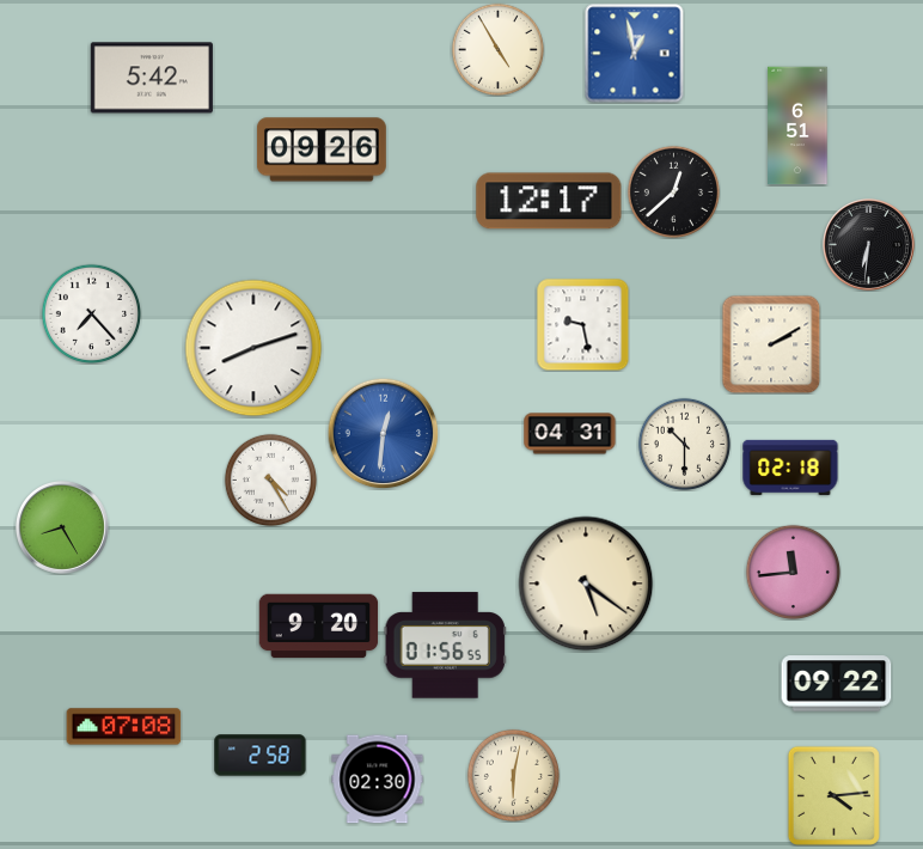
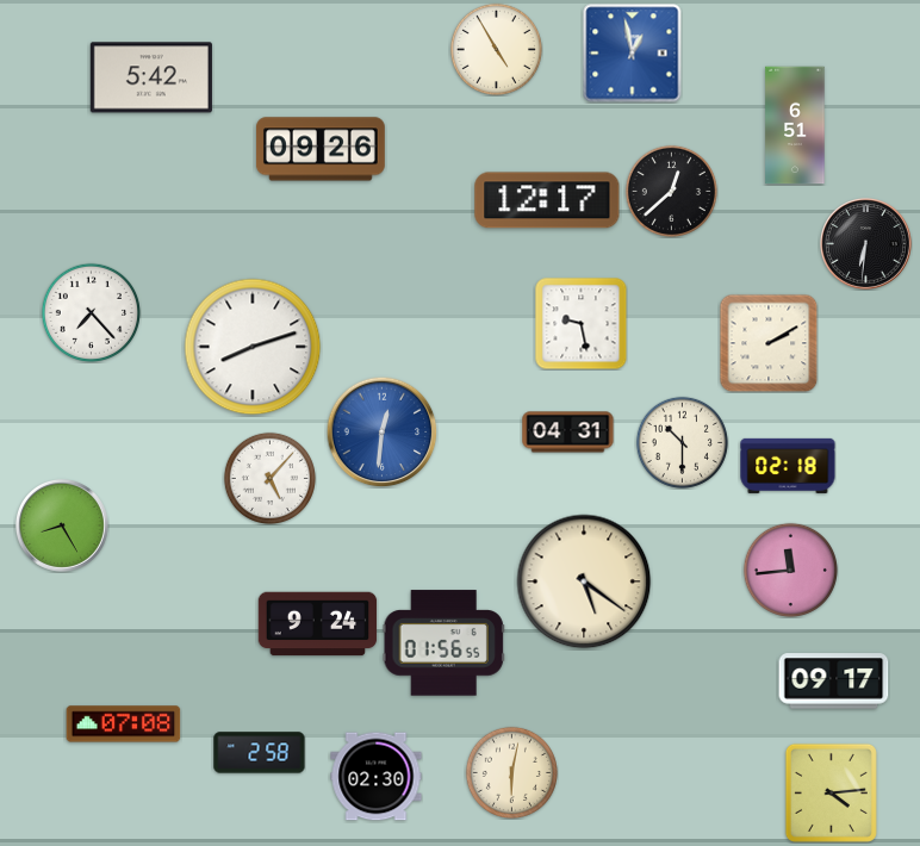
clock at (270, 480): 4:25 -> 5:07
clock at (319, 627): 9:20 -> 9:24
clock at (837, 684): 09:22 -> 09:17
